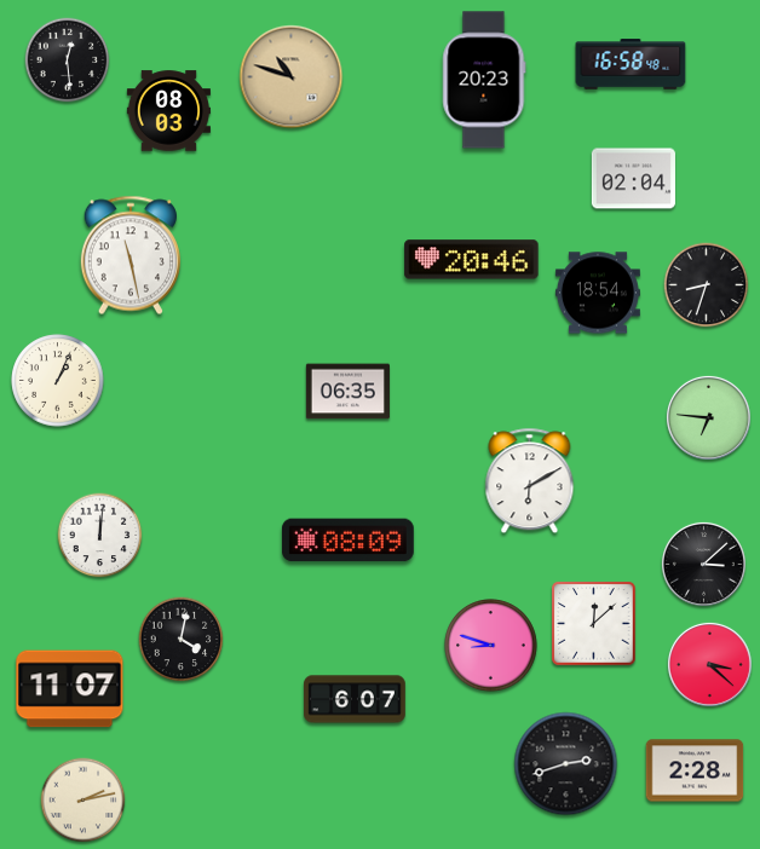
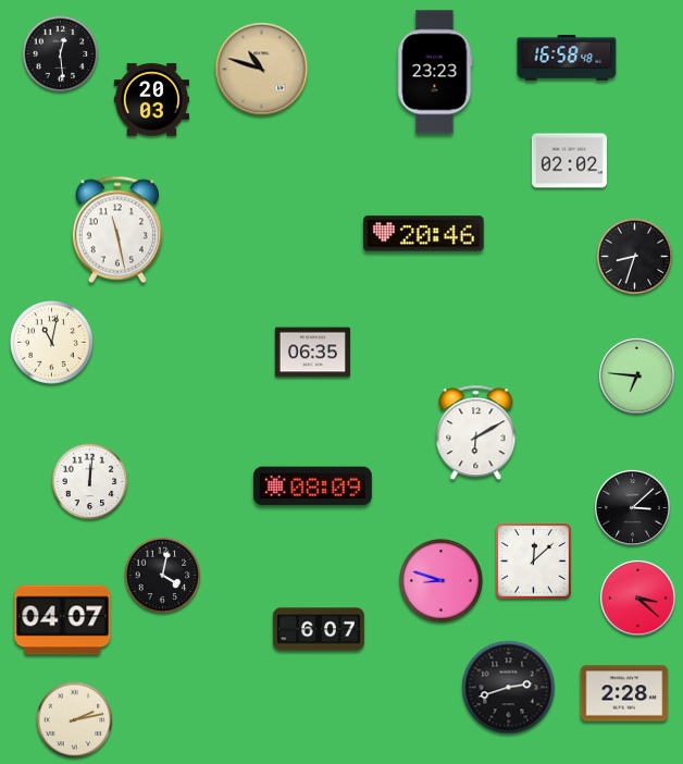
clock at (484, 80): 20:23 -> 23:23
clock at (168, 111): 08:03 -> 20:03
clock at (633, 179): 02:04 -> 02:02
clock at (598, 293): 18:54 -> none
clock at (58, 381): 1:04 -> 11:02
clock at (70, 689): 11:07 -> 04:07
